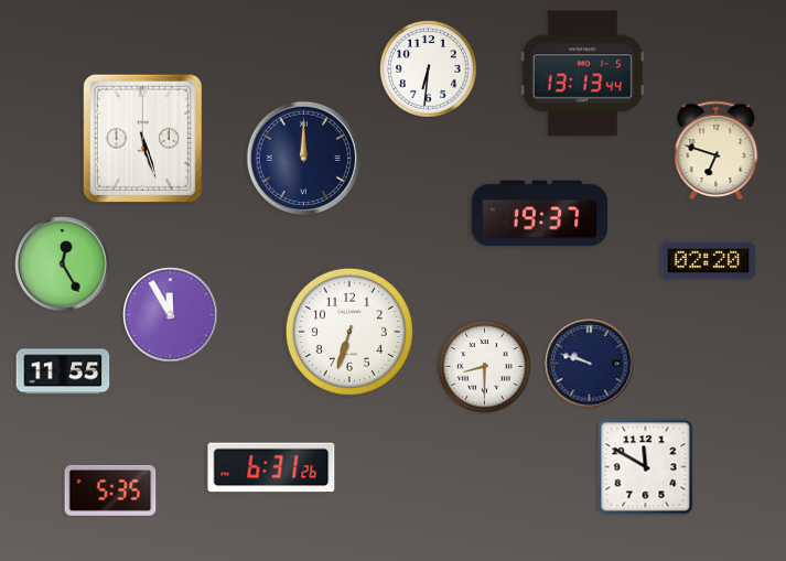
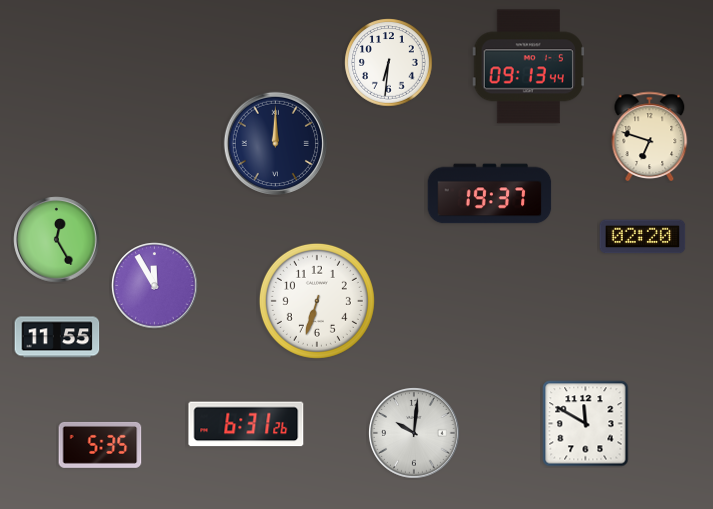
clock at (582, 74): 13:13 -> 09:13
clock at (142, 138): 5:27 -> none
clock at (590, 364): 9:48 -> none
clock at (485, 367): 8:30 -> none
clock at (415, 434): none -> 10:01
